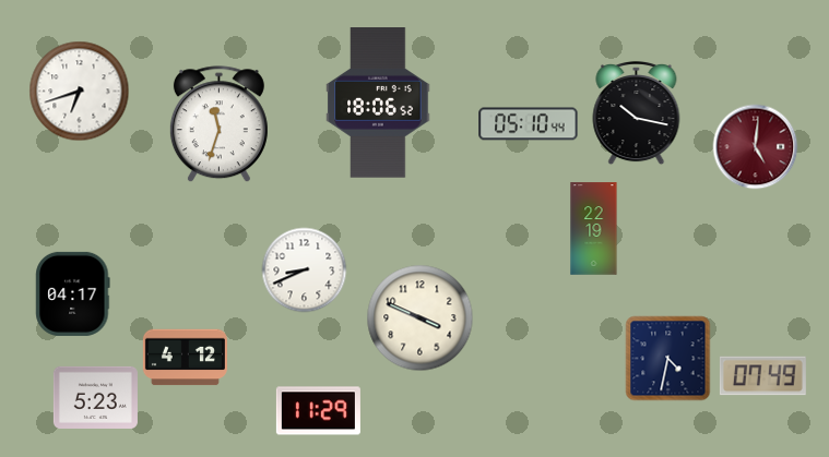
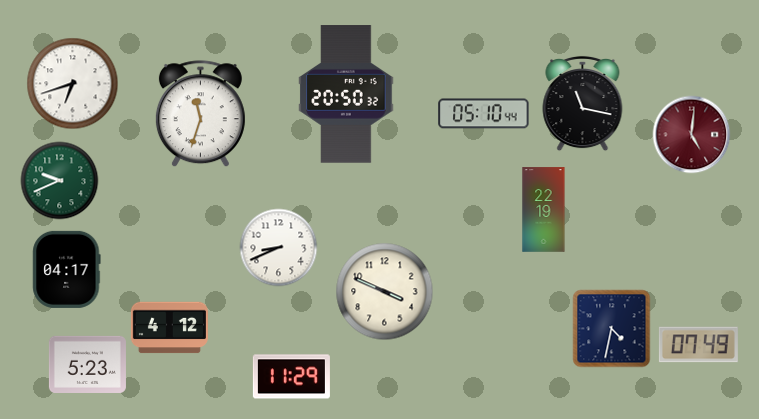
clock at (378, 103): 18:06 -> 20:50
clock at (637, 112): 10:17 -> 11:17
clock at (59, 180): none -> 9:41
